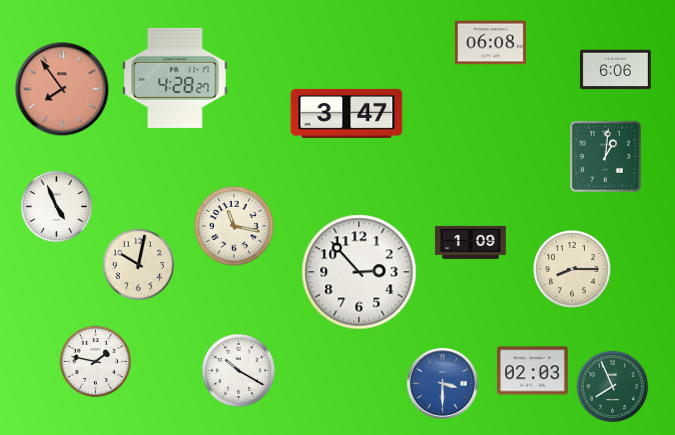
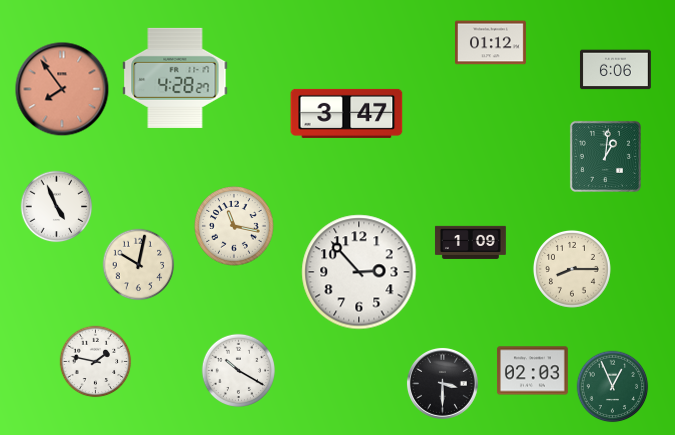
clock at (491, 43): 06:08 -> 01:12
clock at (442, 383) dial: blue -> black
clock at (613, 387): 7:56 -> 12:56
